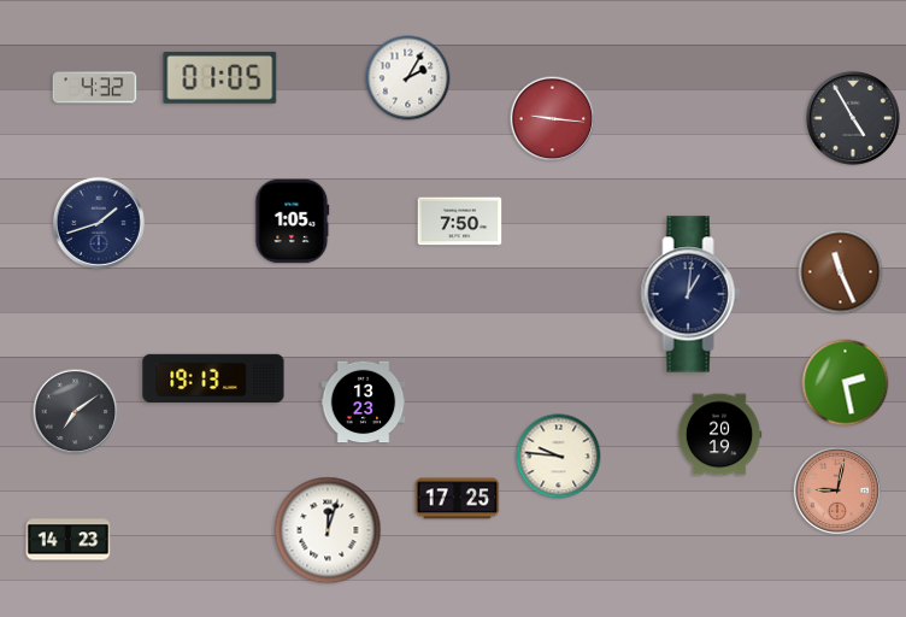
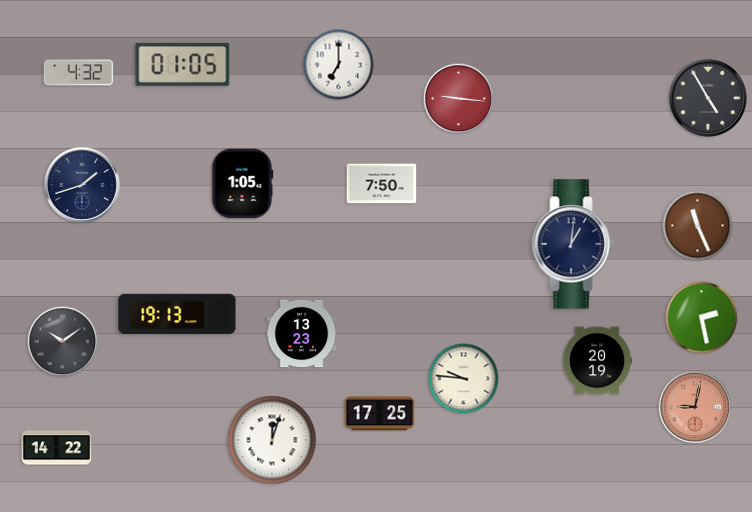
clock at (408, 78): 2:05 -> 7:00
clock at (76, 412): 7:09 -> 10:09
clock at (69, 540): 14:23 -> 14:22
